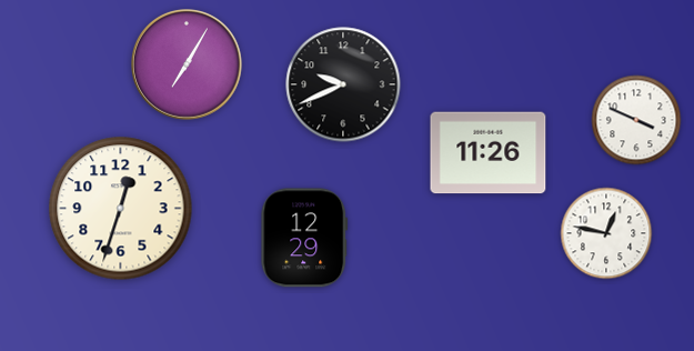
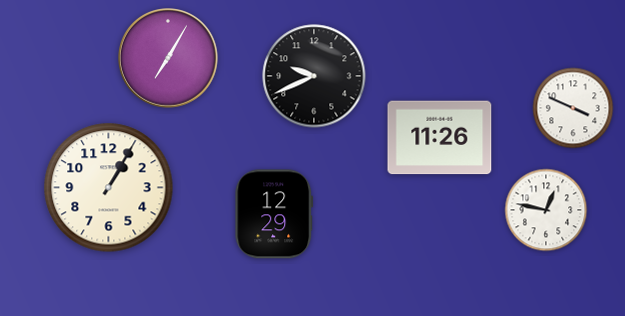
clock at (343, 84) position: (343, 84) -> (314, 76)
clock at (121, 209): 12:33 -> 1:05
